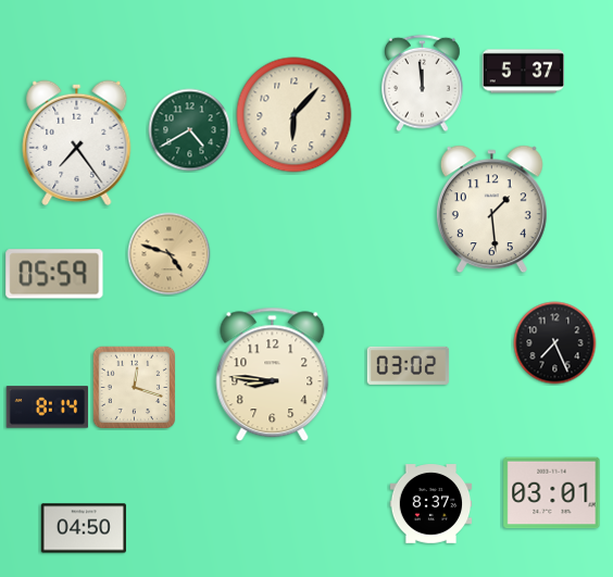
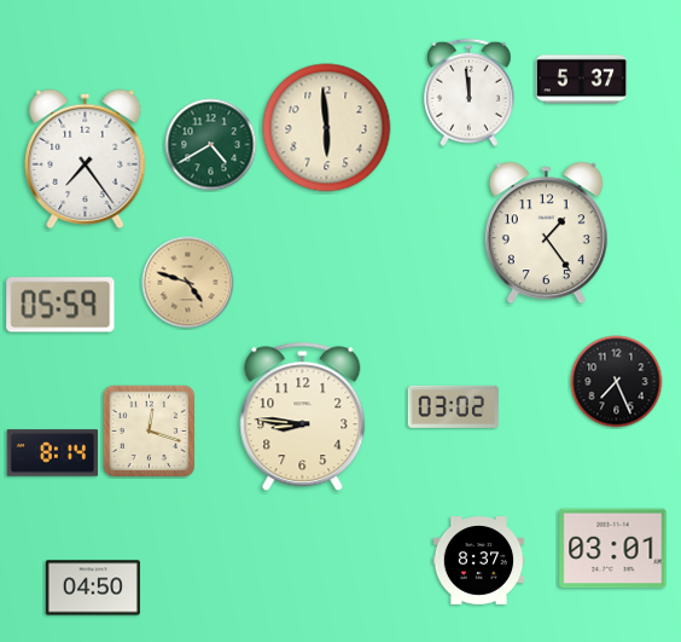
clock at (295, 115): 6:07 -> 5:59
clock at (491, 210): 1:29 -> 1:24
